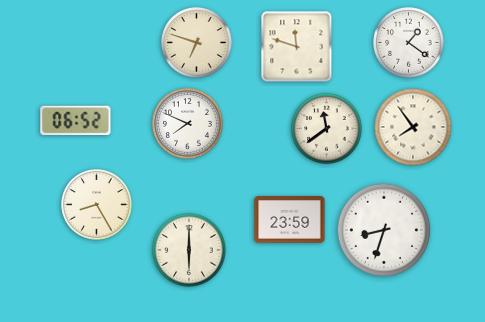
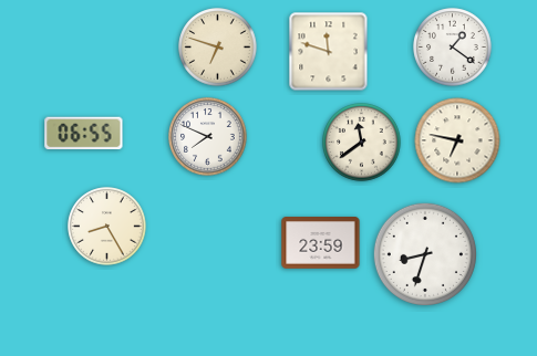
clock at (76, 121): 06:52 -> 06:55
clock at (413, 127): 7:54 -> 6:47
clock at (189, 250): 6:00 -> none
